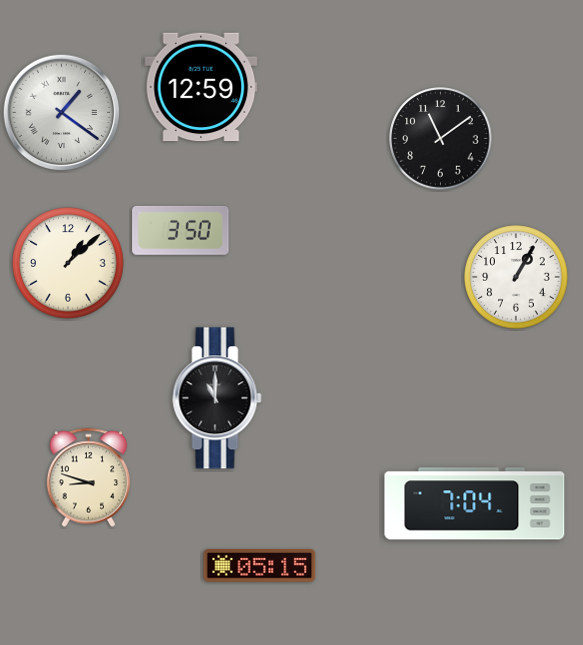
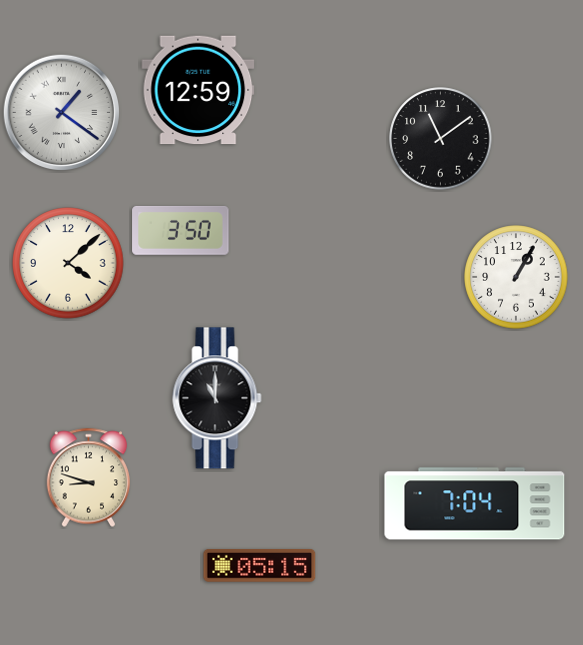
clock at (201, 87) position: (201, 87) -> (198, 90)
clock at (68, 263): 1:08 -> 4:08
